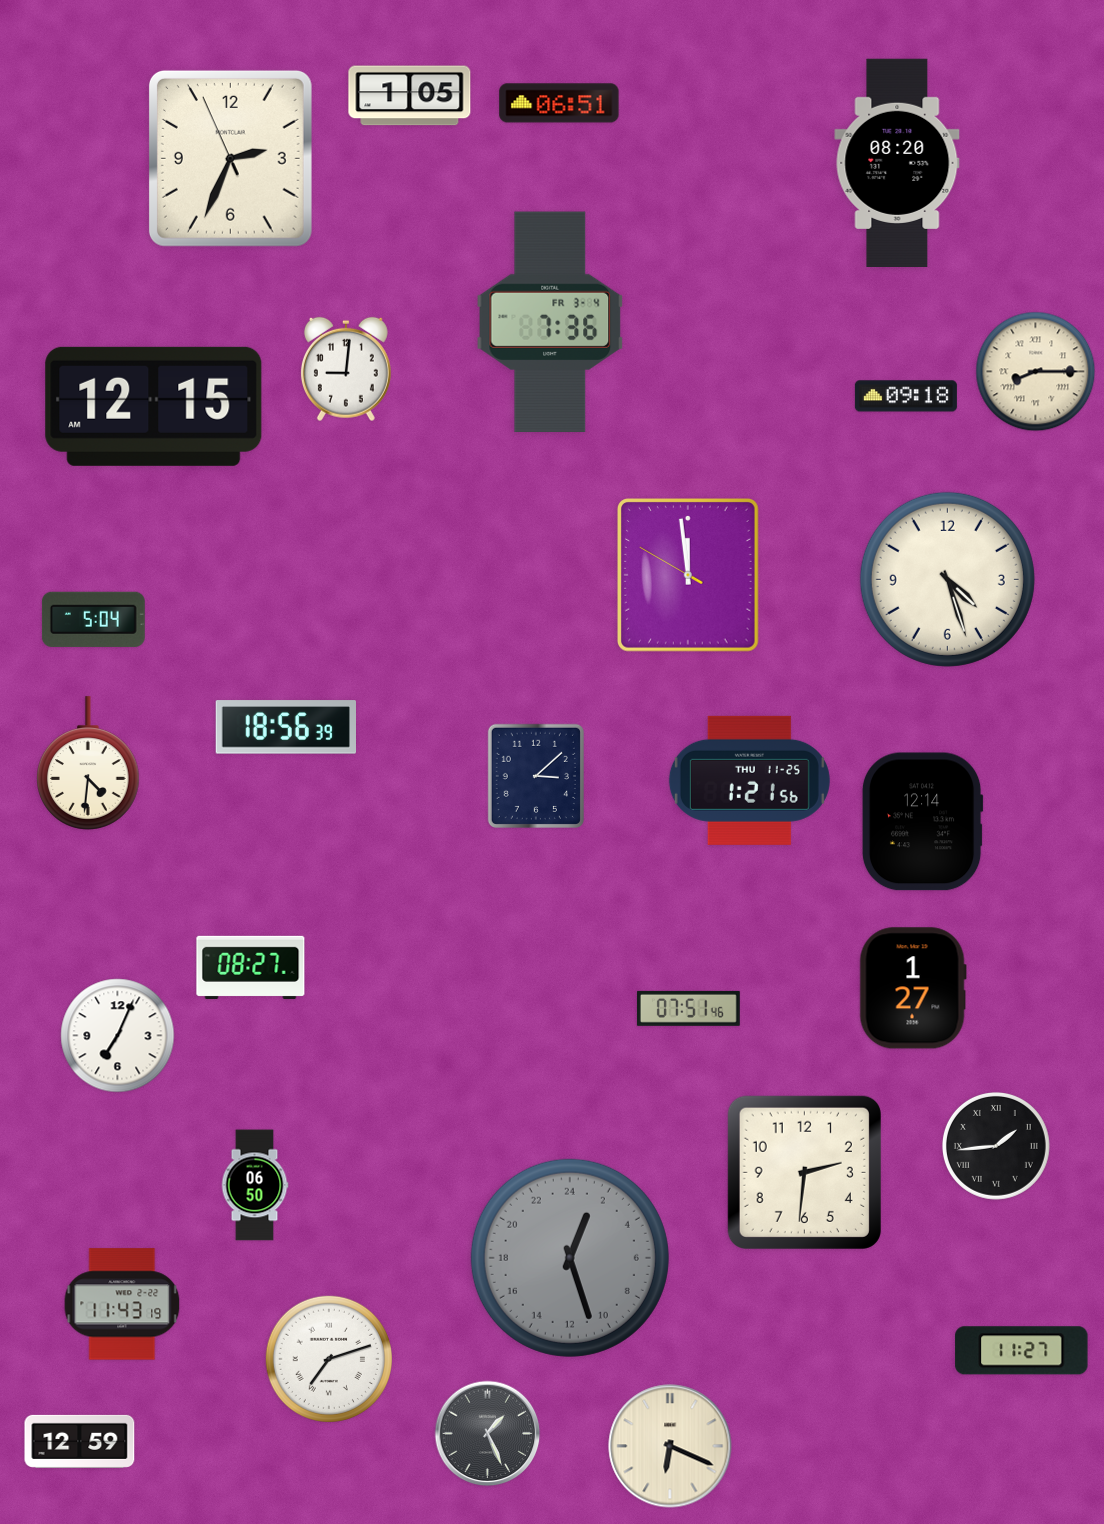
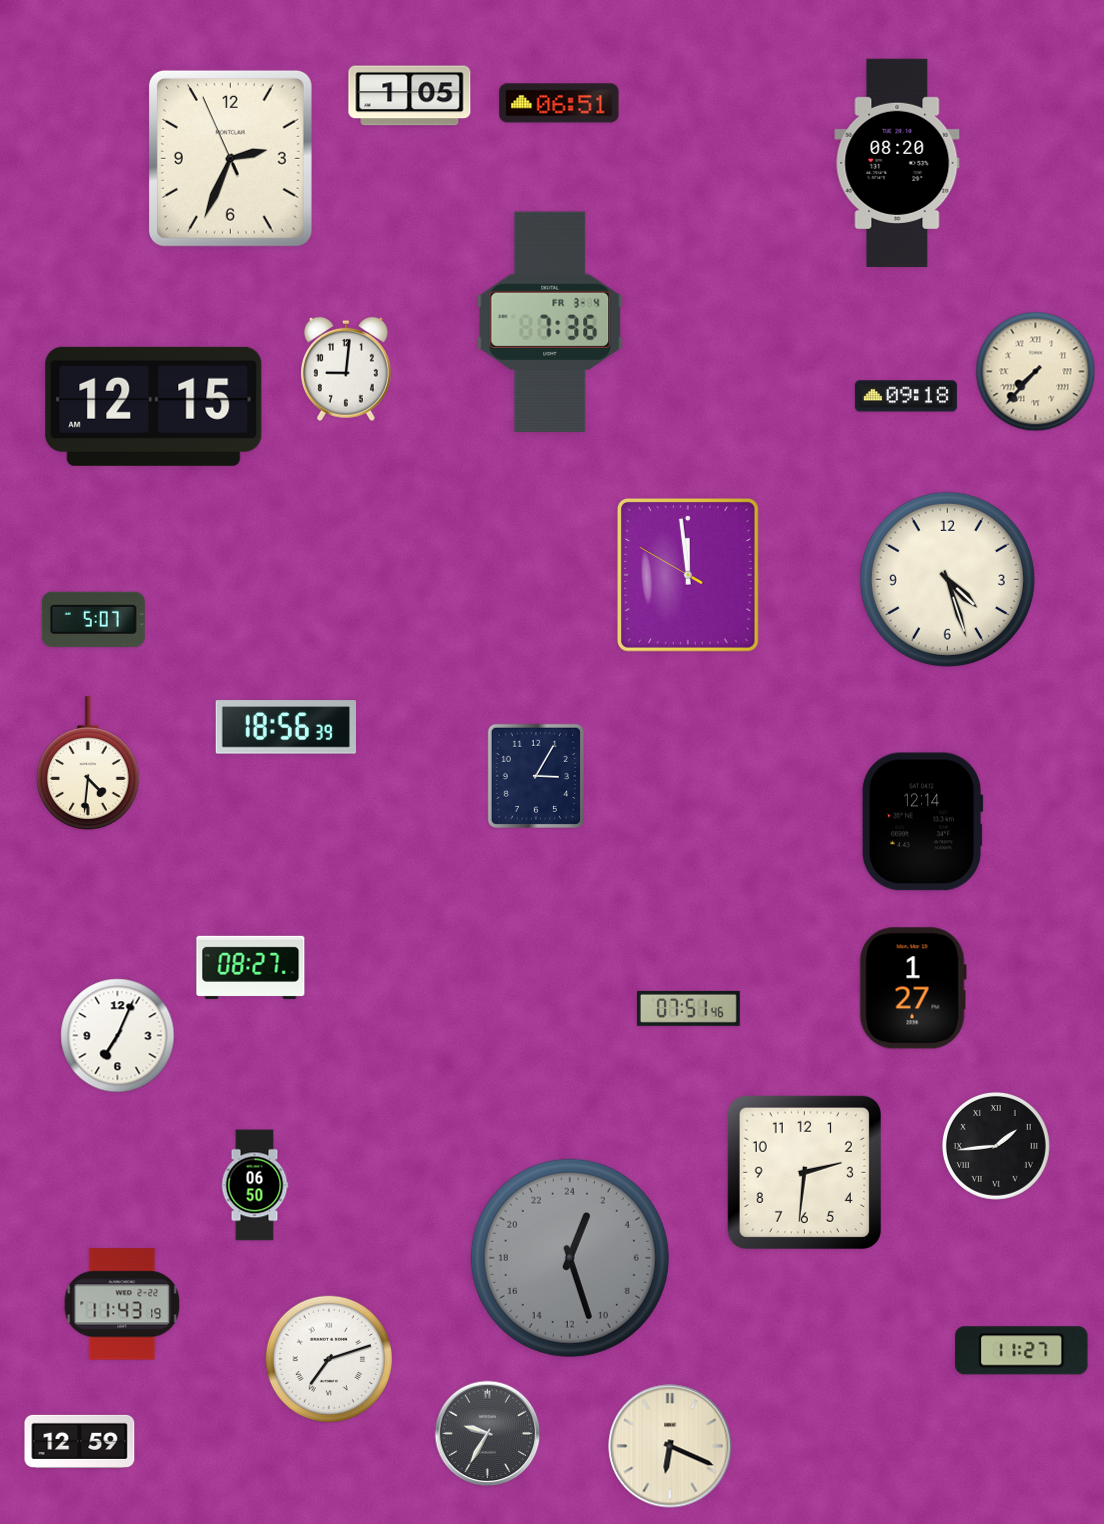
clock at (1036, 372): 8:15 -> 7:37
clock at (93, 619): 5:04 -> 5:07
clock at (536, 776): 3:08 -> 3:05
clock at (749, 780): 1:21 -> none
clock at (488, 1434): 1:26 -> 9:35
